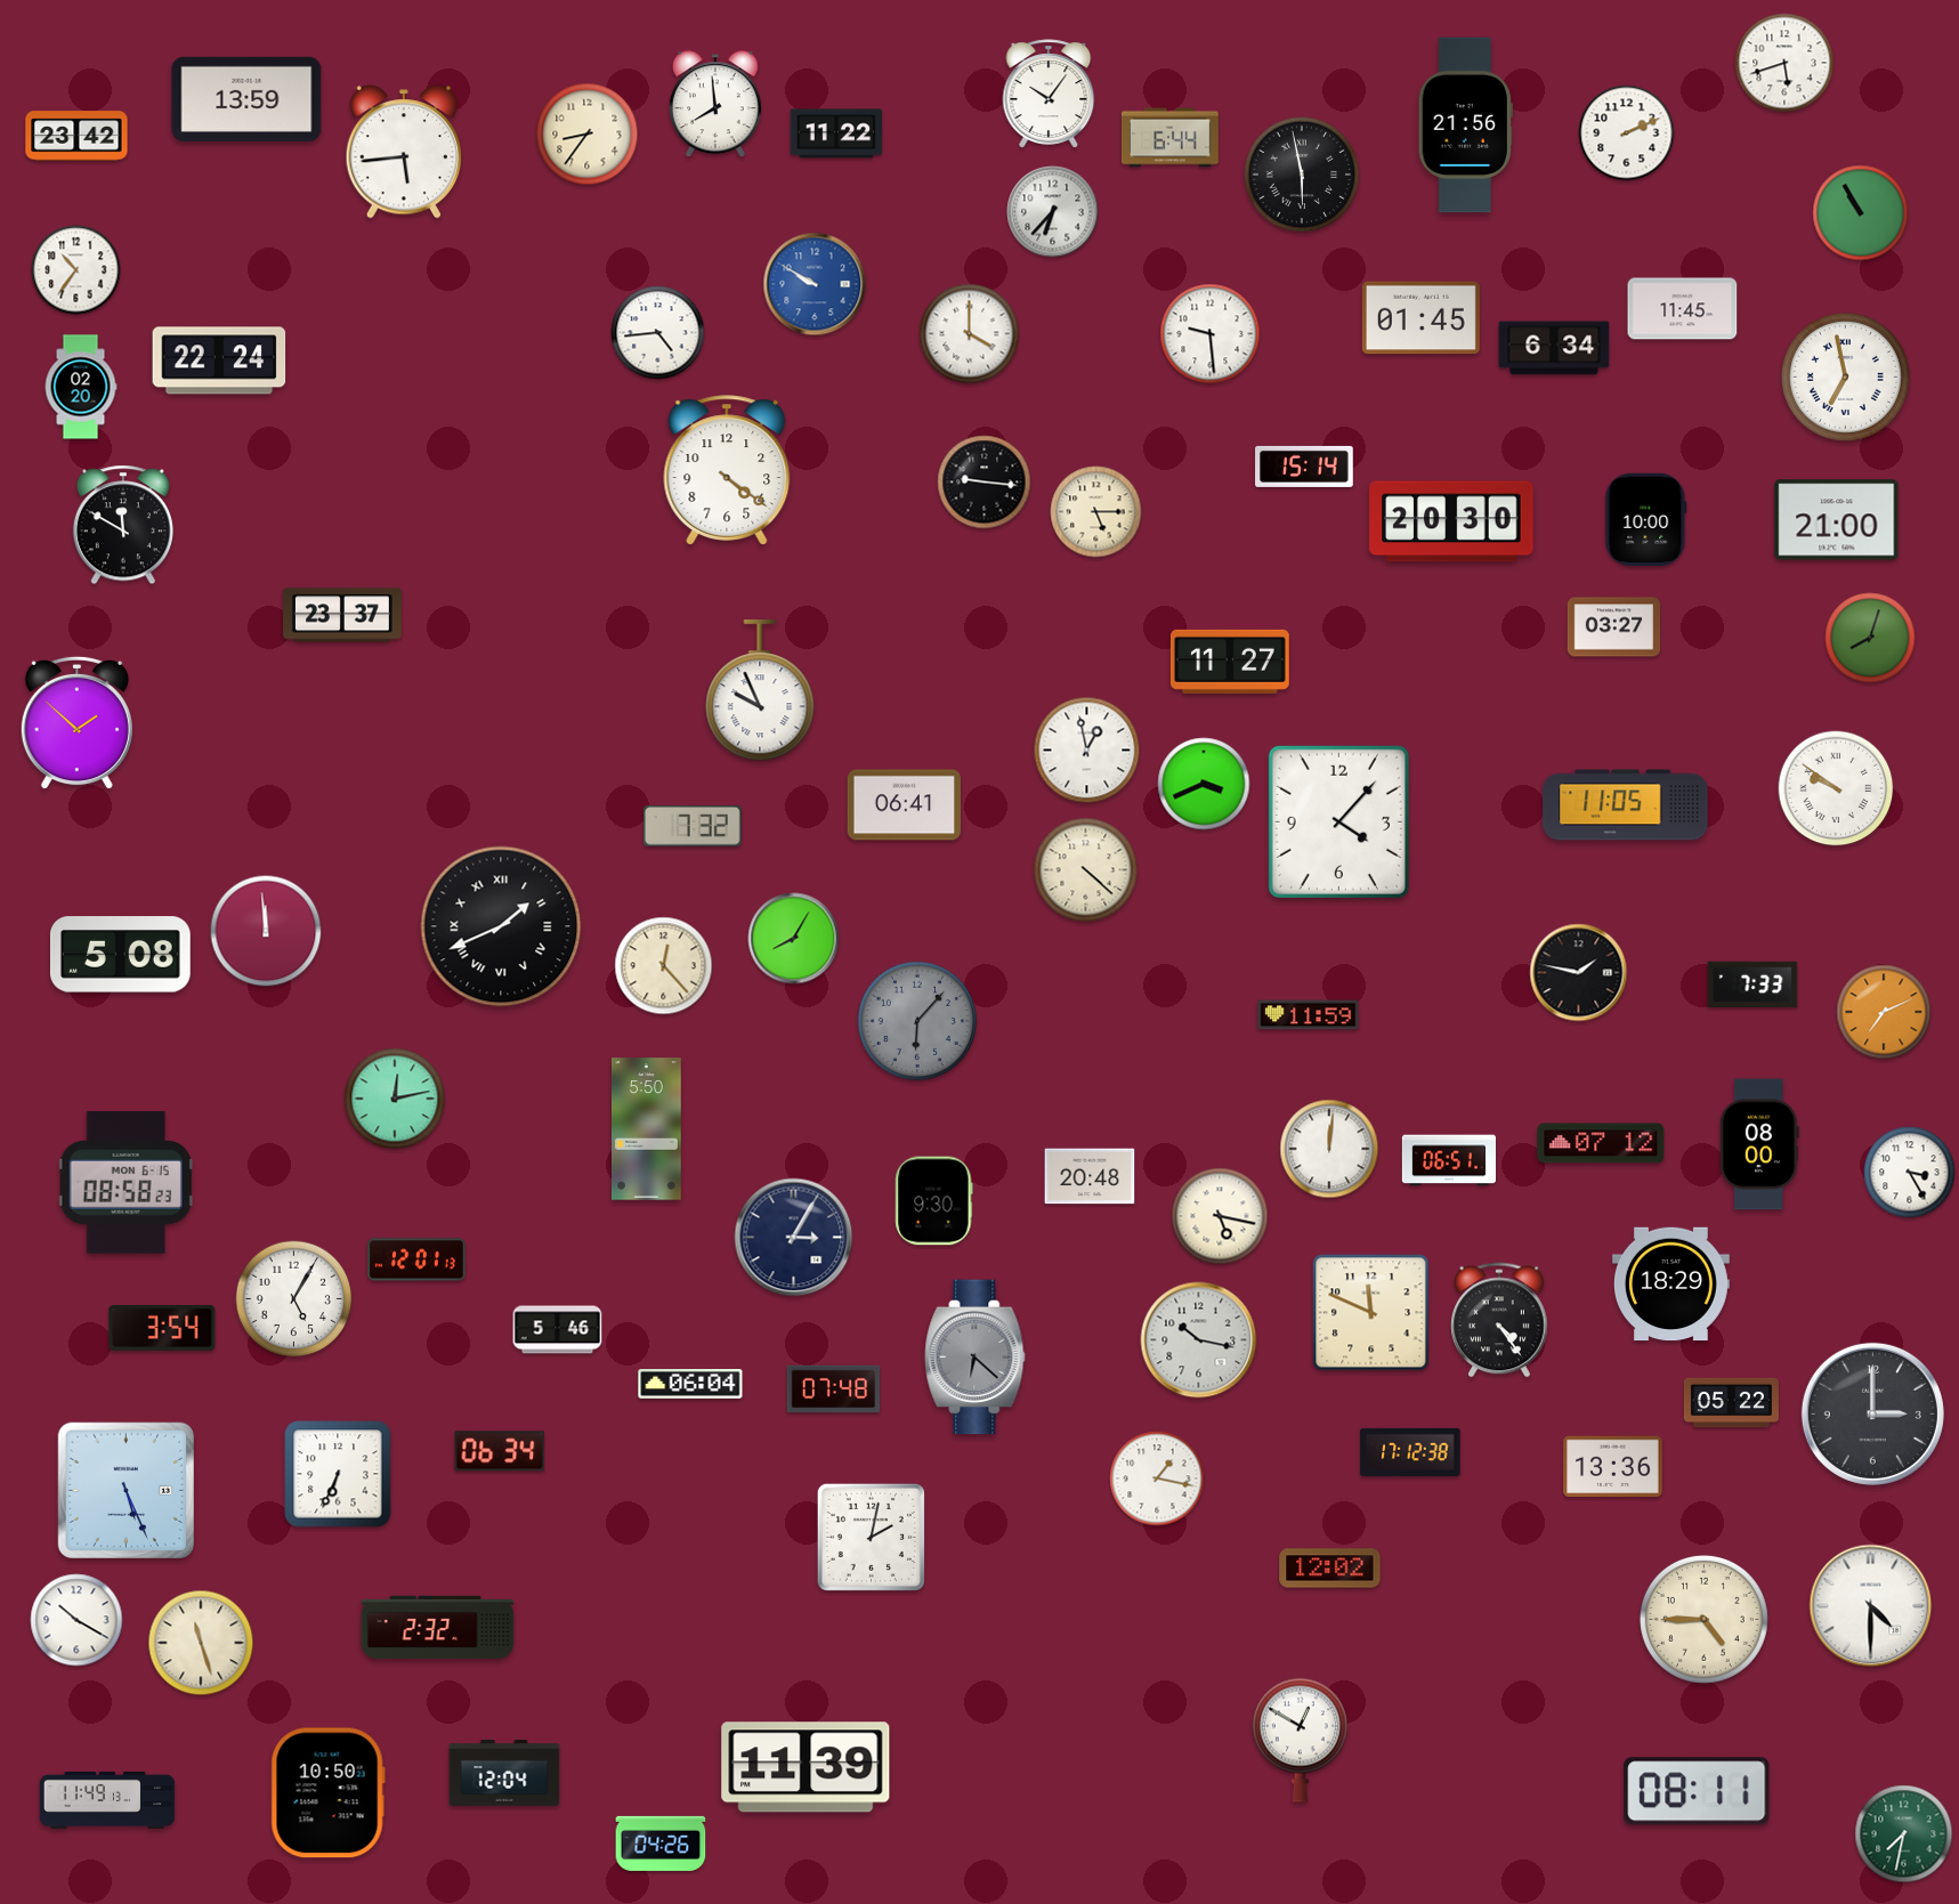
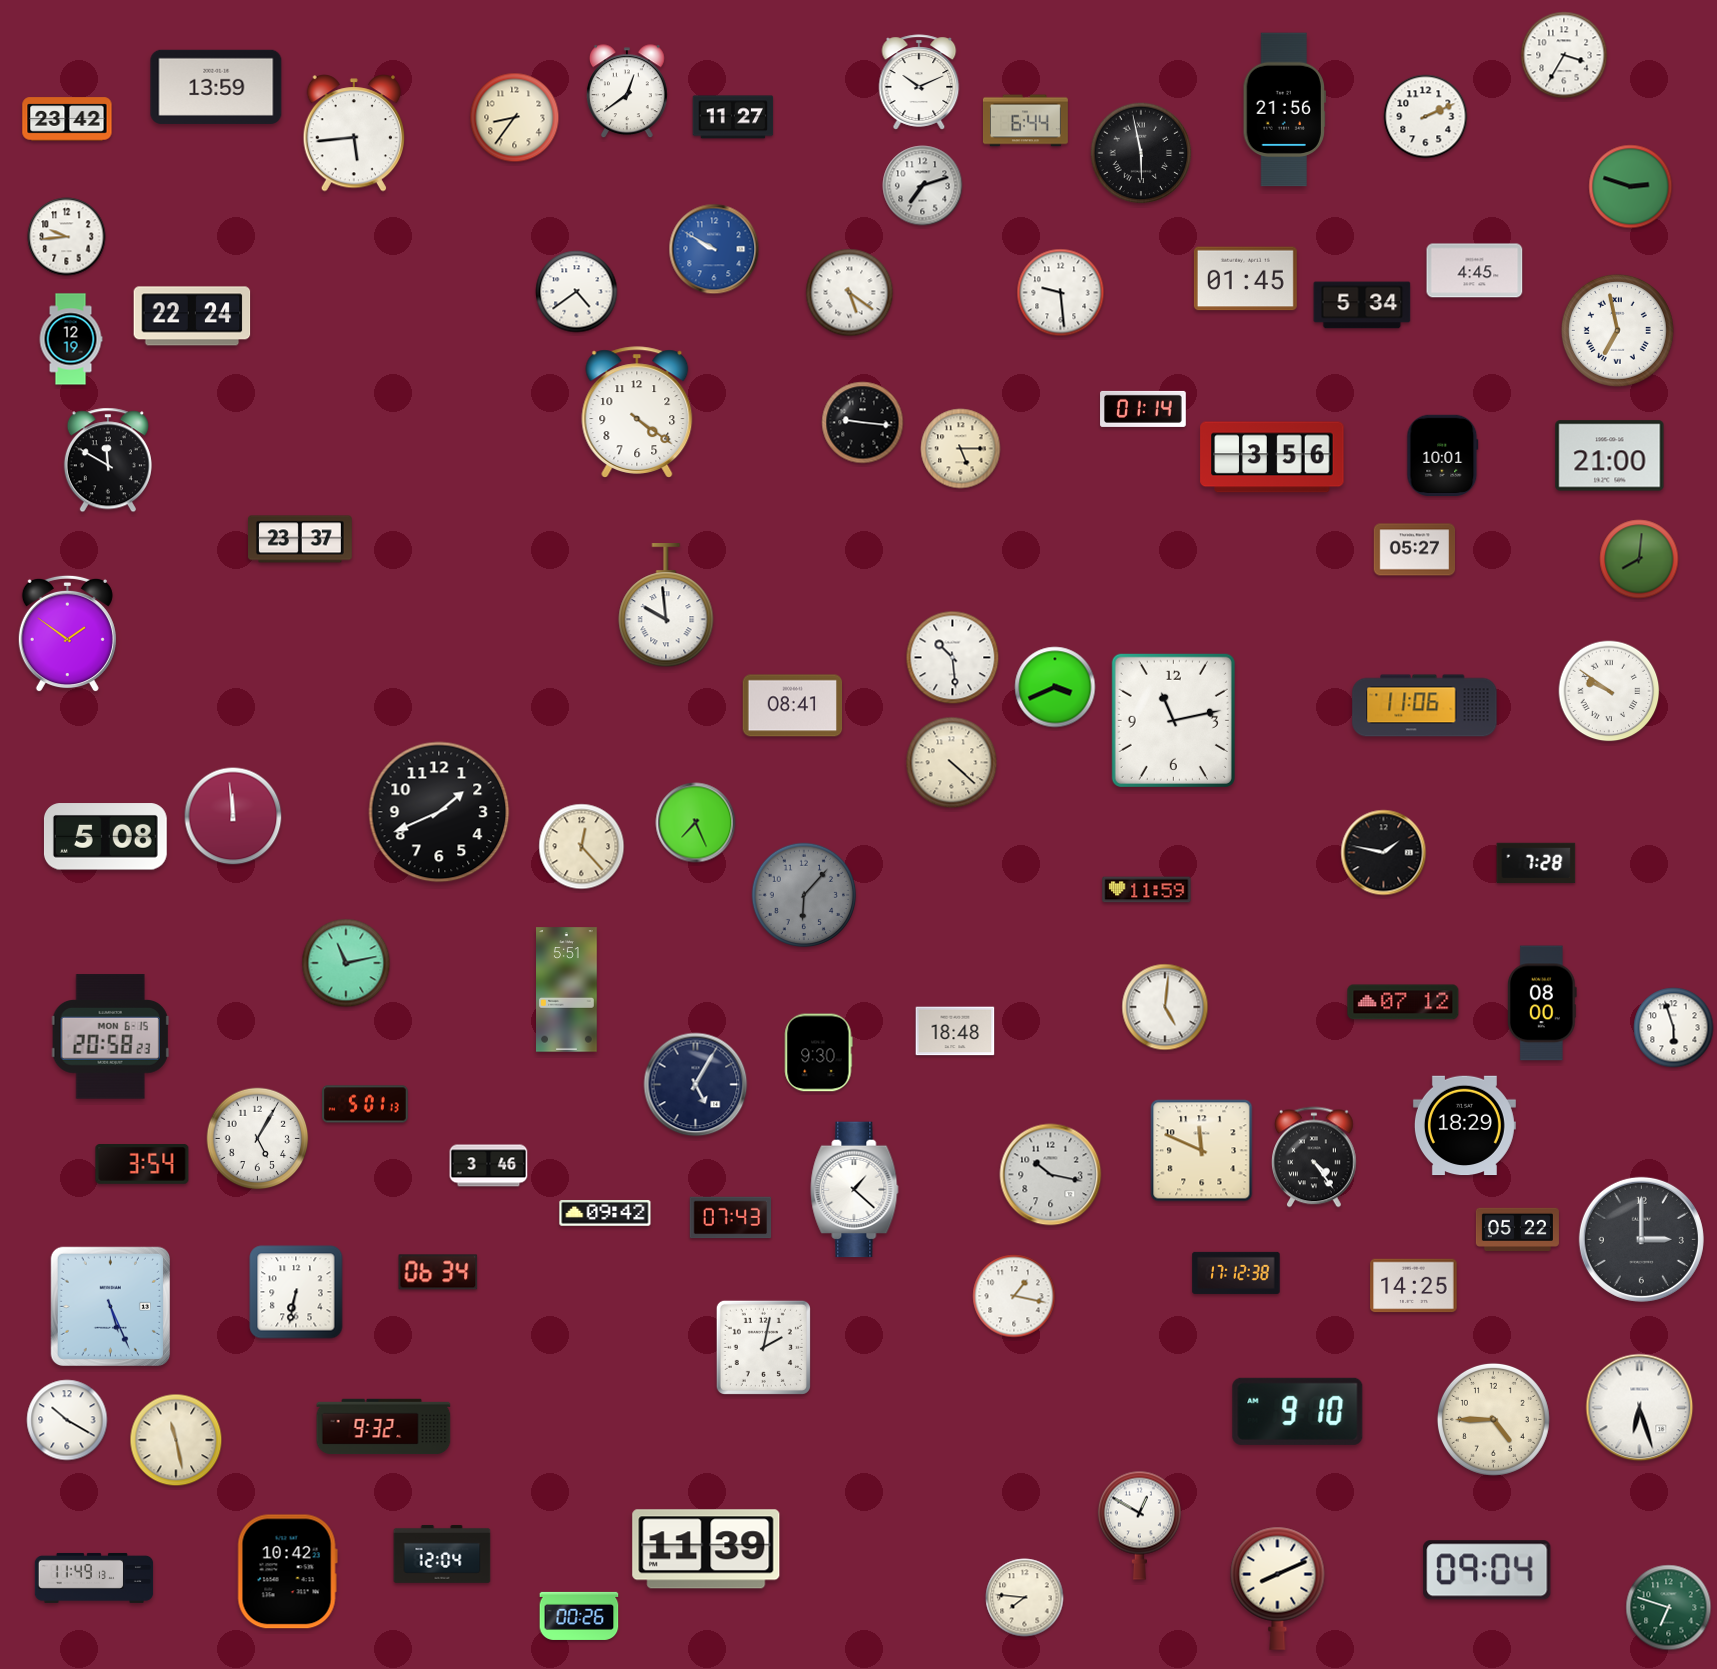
clock at (1784, 63): 5:42 -> 3:35
clock at (1049, 94): 10:06 -> 10:11
clock at (715, 105): 7:59 -> 12:39
clock at (836, 133): 11:22 -> 11:27
clock at (1053, 212): 6:37 -> 7:12
clock at (1861, 213): 10:55 -> 2:48
clock at (76, 270): 10:36 -> 9:44
clock at (1683, 309): 11:45 -> 4:45
clock at (658, 333): 4:44 -> 4:39
clock at (970, 334): 4:00 -> 5:21
clock at (1554, 348): 6:34 -> 5:34
clock at (81, 387): 02:20 -> 12:19
clock at (1304, 467): 15:14 -> 01:14
clock at (1646, 520): 10:00 -> 10:01
clock at (1451, 521): 20:30 -> 3:56
clock at (1614, 627): 03:27 -> 05:27
clock at (1870, 638): 8:03 -> 8:01
clock at (1230, 662): 11:27 -> none
clock at (760, 691): 9:56 -> 9:59
clock at (76, 723): 1:52 -> 1:51
clock at (1087, 751): 12:58 -> 10:29
clock at (905, 805): 06:41 -> 08:41
clock at (1626, 805): 11:05 -> 11:06
clock at (1338, 821): 4:07 -> 11:13
clock at (693, 827): 7:32 -> none
clock at (501, 926) numerals: Roman -> Arabic
clock at (794, 939): 8:05 -> 7:26
clock at (1752, 985): 7:33 -> 7:28
clock at (1884, 1012): 7:11 -> none
clock at (395, 1099): 12:13 -> 11:13
clock at (647, 1129): 5:50 -> 5:51
clock at (1329, 1149): 12:01 -> 5:01
clock at (1448, 1160): 06:51 -> none
clock at (1910, 1173): 3:25 -> 5:57
clock at (1090, 1176): 20:48 -> 18:48
clock at (126, 1183): 08:58 -> 20:58
clock at (1220, 1216): 5:17 -> none
clock at (794, 1238): 3:05 -> 5:05
clock at (416, 1259): 12:01 -> 5:01
clock at (558, 1330): 5:46 -> 3:46
clock at (976, 1358): 6:22 -> 1:22
clock at (976, 1358) dial: grey -> white
clock at (690, 1384): 06:04 -> 09:42
clock at (834, 1389): 07:48 -> 07:43
clock at (1613, 1467): 13:36 -> 14:25
clock at (338, 1474): 6:34 -> 6:32
clock at (1330, 1569): 12:02 -> none
clock at (1871, 1606): 4:30 -> 6:27
clock at (1298, 1411): none -> 9:10
clock at (438, 1628): 2:32 -> 9:32
clock at (201, 1643): 11:27 -> 11:28
clock at (1697, 1791): 08:11 -> 09:04
clock at (327, 1793): 10:50 -> 10:42
clock at (1278, 1588): none -> 8:11
clock at (1025, 1598): none -> 7:46
clock at (1904, 1834): 7:32 -> 6:48
clock at (661, 1844): 04:26 -> 00:26
